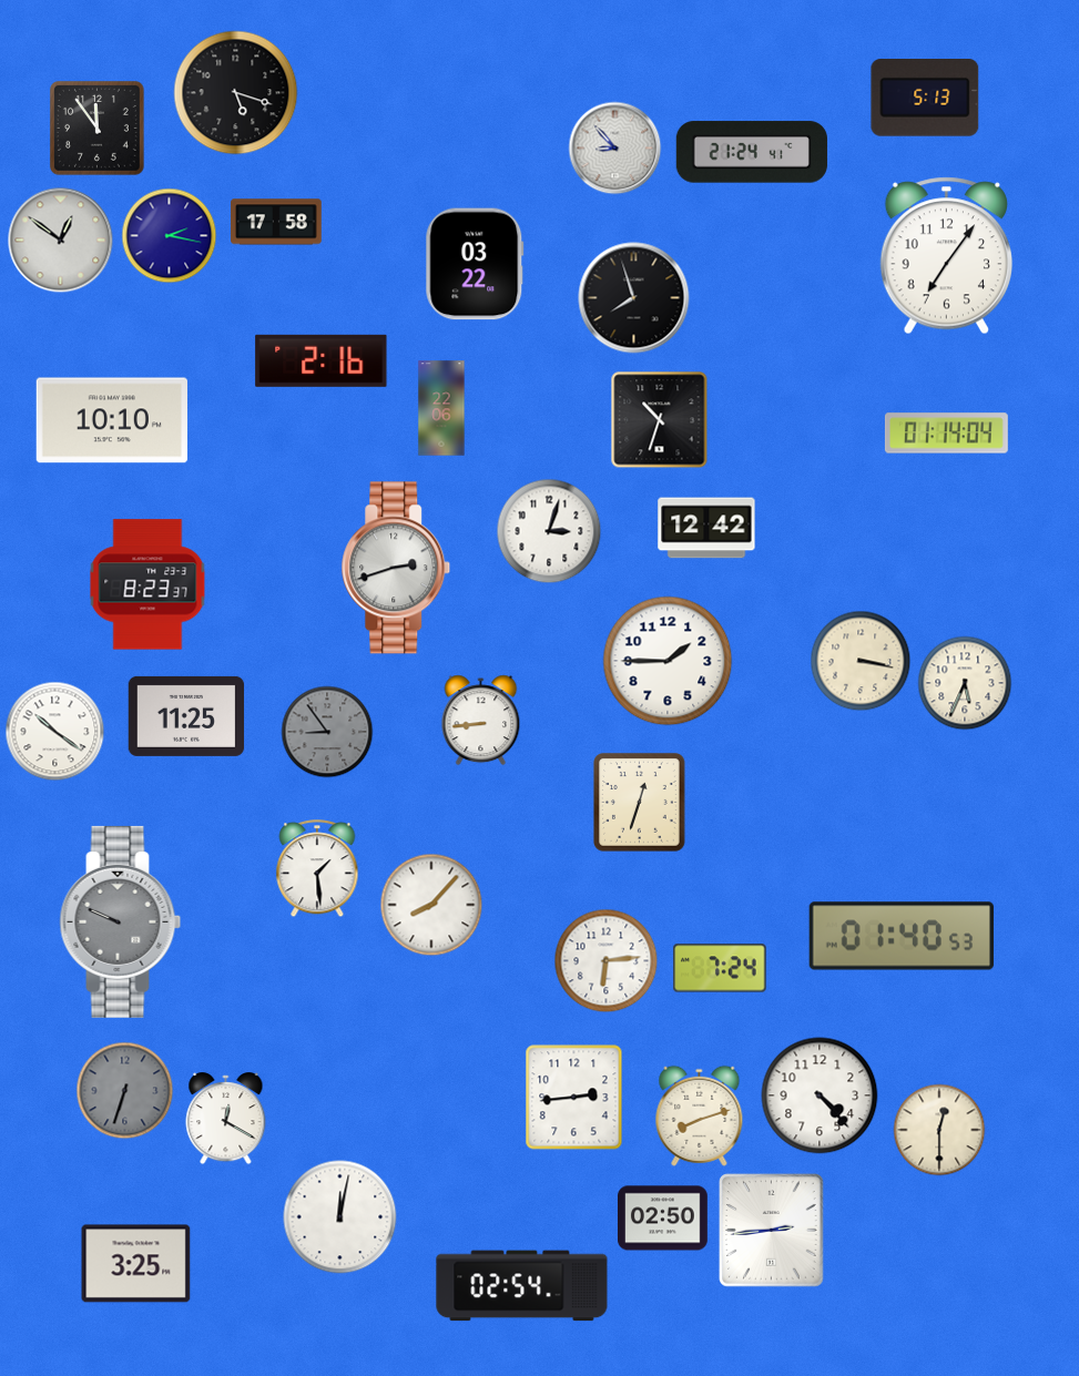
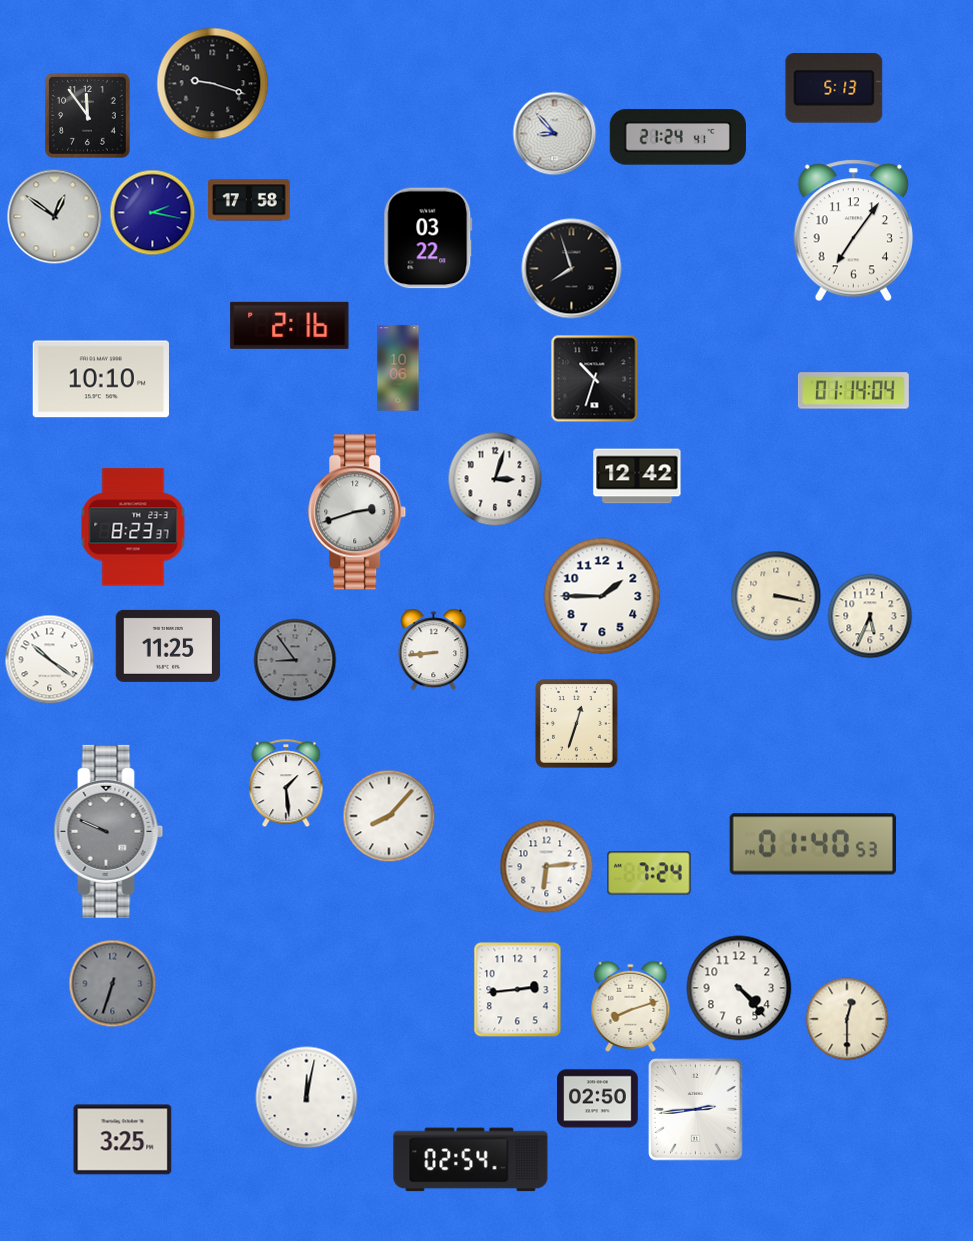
clock at (236, 93): 5:18 -> 9:18
clock at (441, 408): 22:06 -> 10:06
clock at (226, 1119): 12:20 -> none
